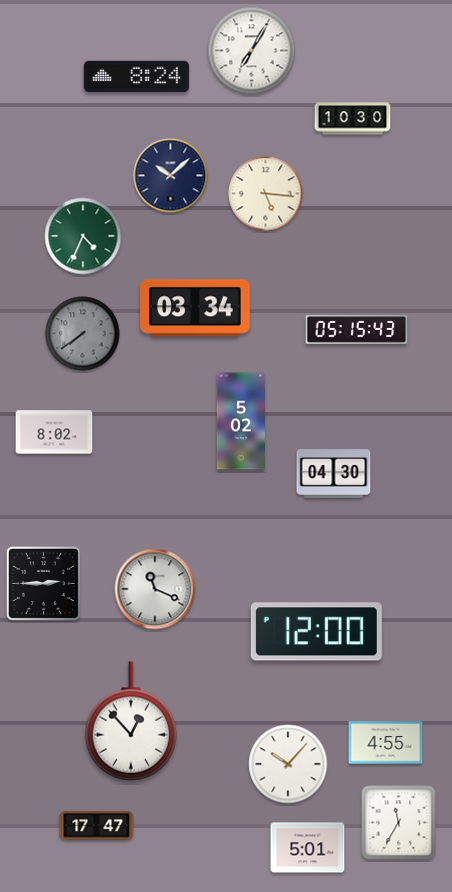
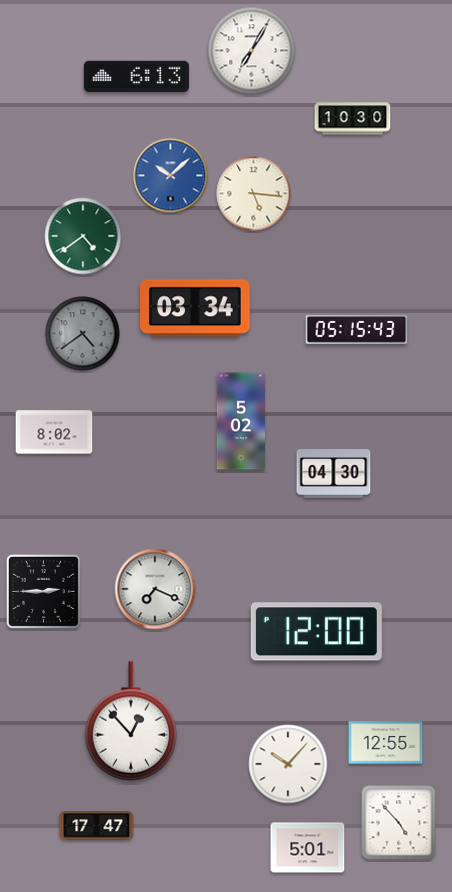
clock at (136, 77): 8:24 -> 6:13
clock at (171, 176) dial: navy -> blue
clock at (266, 194) position: (266, 194) -> (254, 194)
clock at (83, 236): 4:34 -> 4:39
clock at (83, 334): 7:39 -> 4:39
clock at (43, 583) position: (43, 583) -> (43, 591)
clock at (155, 589): 11:19 -> 7:19
clock at (386, 743): 4:55 -> 12:55
clock at (399, 823): 11:35 -> 4:53
